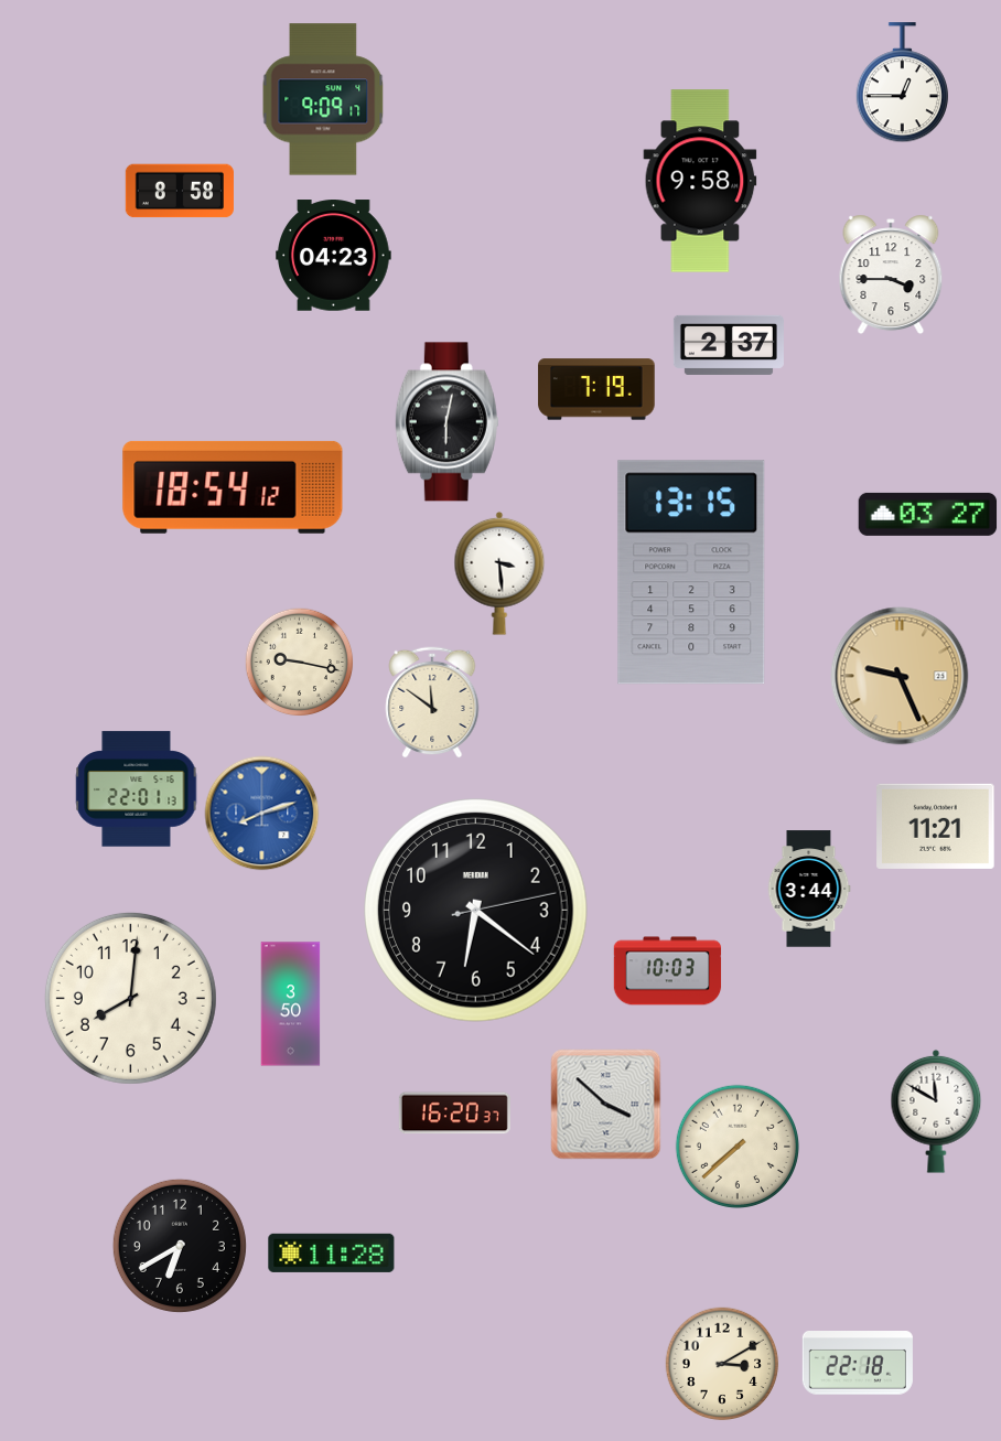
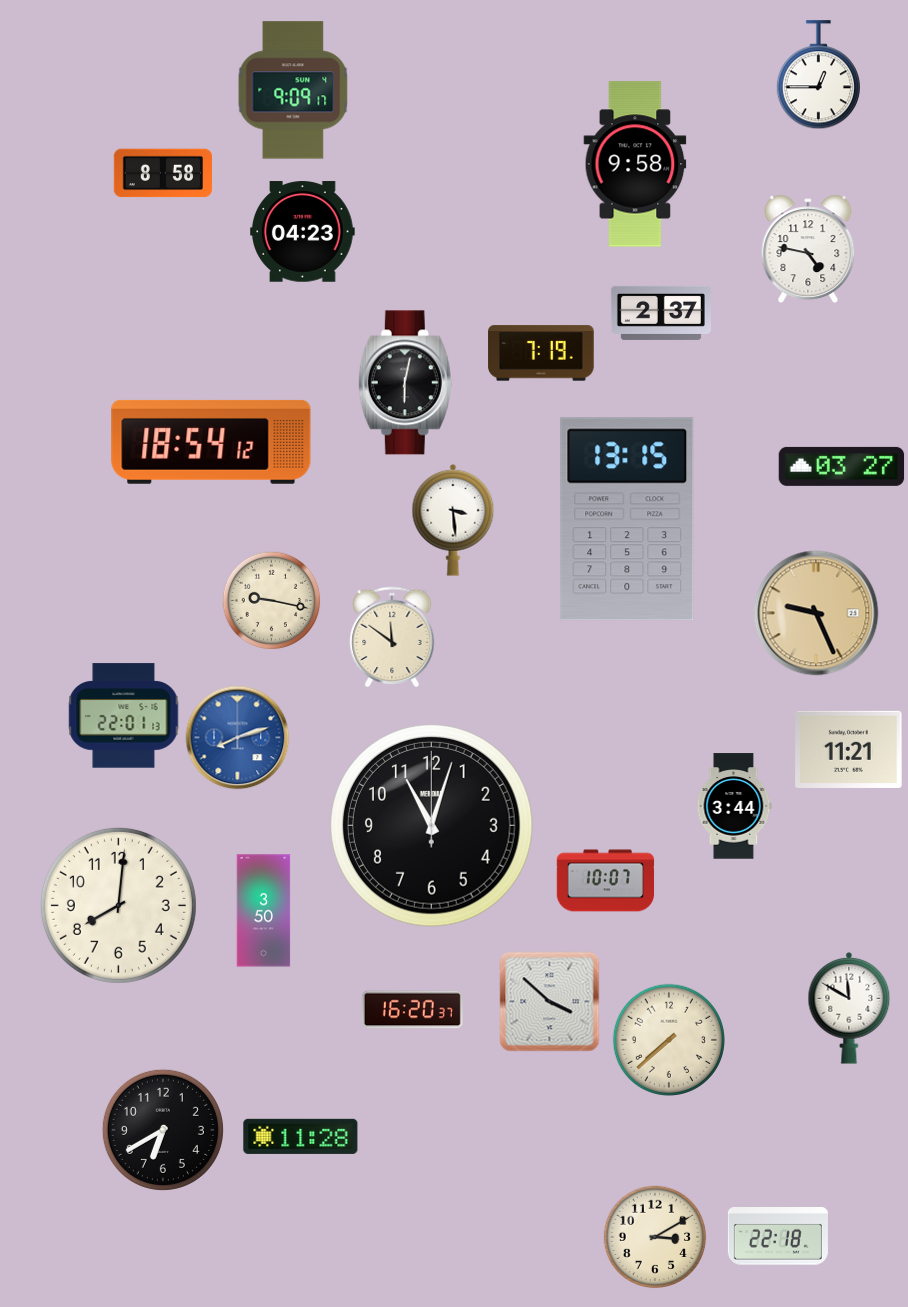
clock at (891, 275): 3:45 -> 4:47
clock at (476, 911): 6:21 -> 11:03
clock at (668, 971): 10:03 -> 10:07
